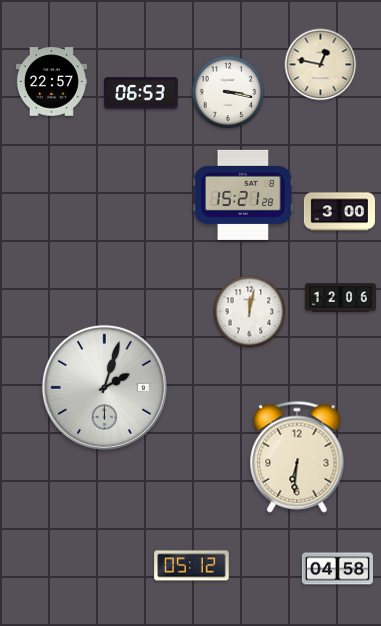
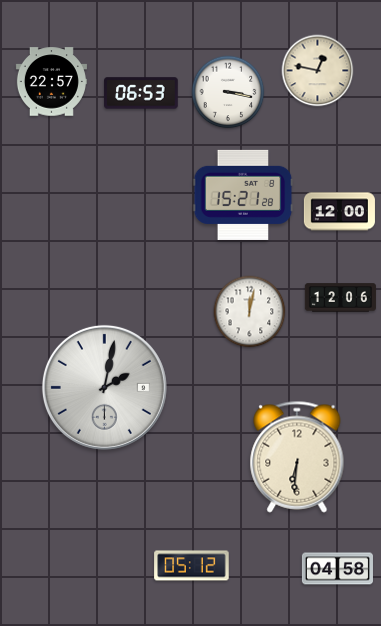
clock at (321, 65) position: (321, 65) -> (318, 71)
clock at (339, 212): 3:00 -> 12:00
clock at (104, 387): 2:03 -> 2:02
